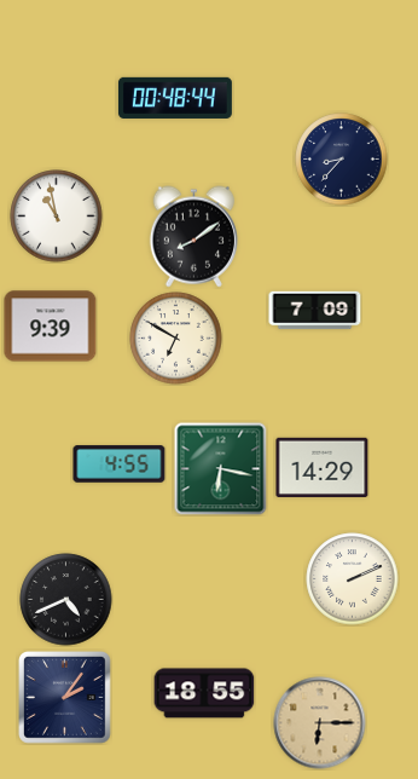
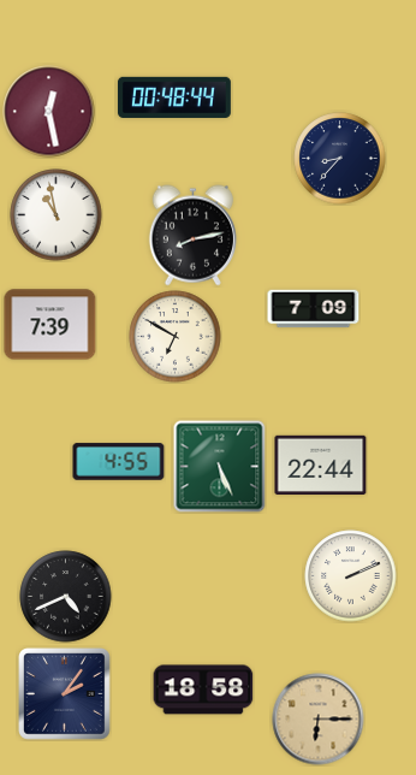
clock at (49, 112): none -> 12:28
clock at (193, 237): 8:09 -> 8:13
clock at (51, 327): 9:39 -> 7:39
clock at (323, 467): 14:29 -> 22:44
clock at (221, 469): 6:17 -> 5:26
clock at (204, 693): 18:55 -> 18:58
